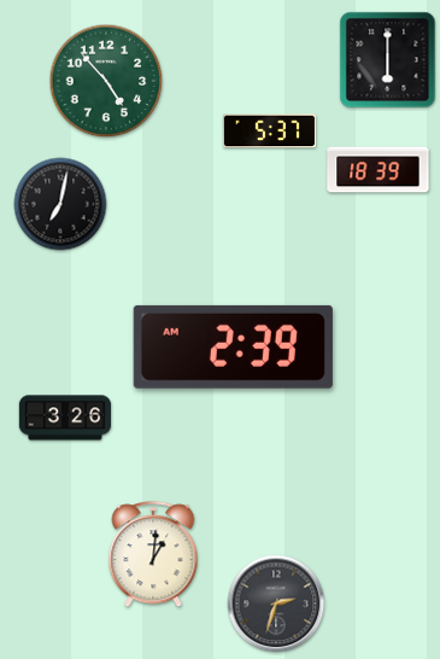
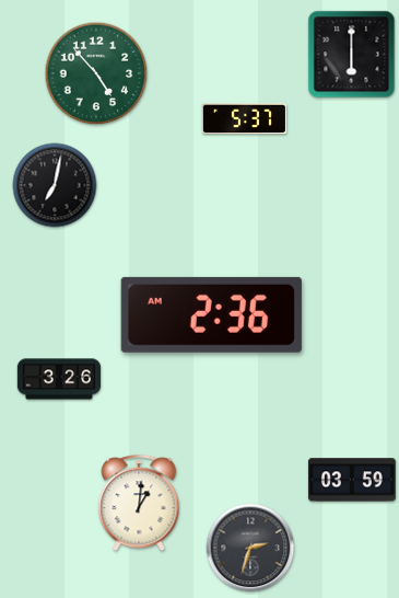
clock at (379, 170): 18:39 -> none
clock at (233, 346): 2:39 -> 2:36
clock at (352, 480): none -> 03:59
